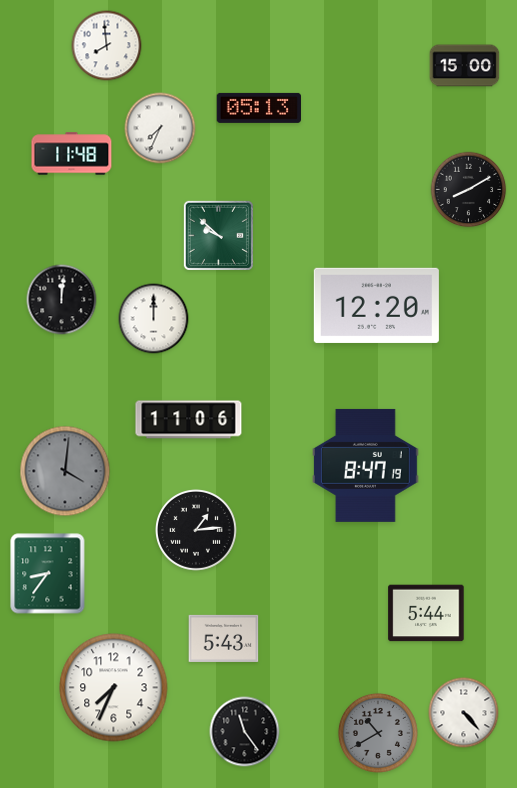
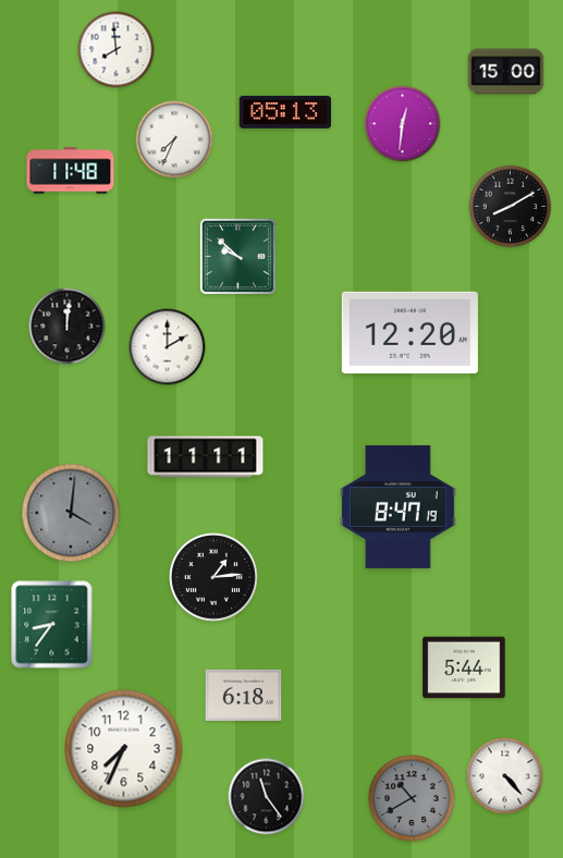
clock at (258, 108) position: (258, 108) -> (284, 112)
clock at (403, 124): none -> 12:31
clock at (72, 154) position: (72, 154) -> (71, 171)
clock at (154, 319): 12:00 -> 2:00
clock at (189, 420): 11:06 -> 11:11
clock at (224, 638): 5:43 -> 6:18
